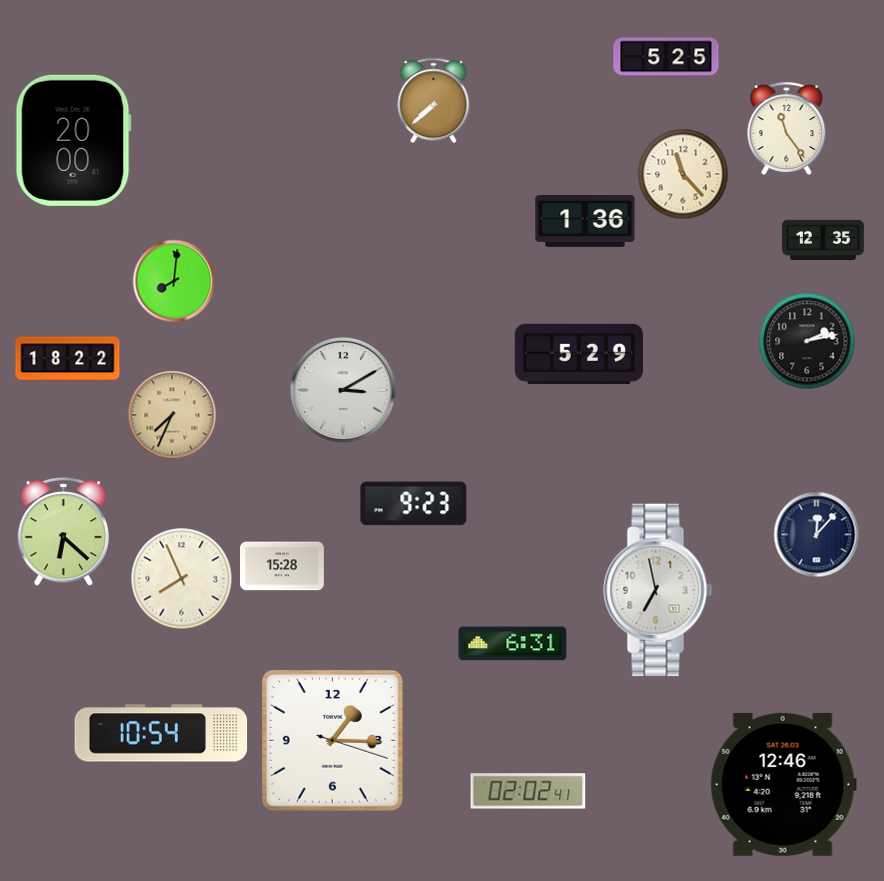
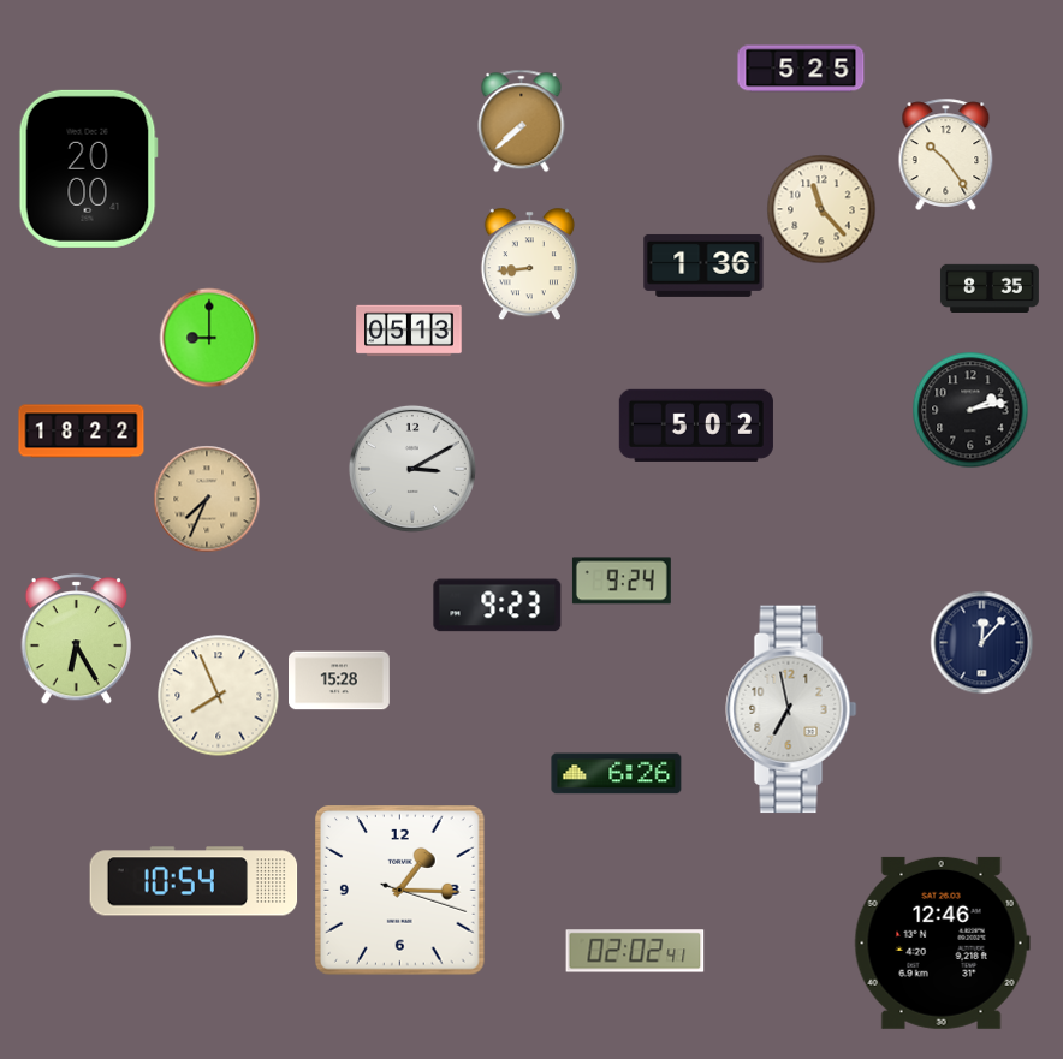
clock at (787, 128): 11:24 -> 10:24
clock at (529, 263): none -> 8:44
clock at (823, 239): 12:35 -> 8:35
clock at (409, 331): none -> 05:13
clock at (174, 281): 8:01 -> 9:00
clock at (579, 354): 5:29 -> 5:02
clock at (622, 581): none -> 9:24
clock at (63, 532): 6:22 -> 6:25
clock at (513, 644): 6:31 -> 6:26
